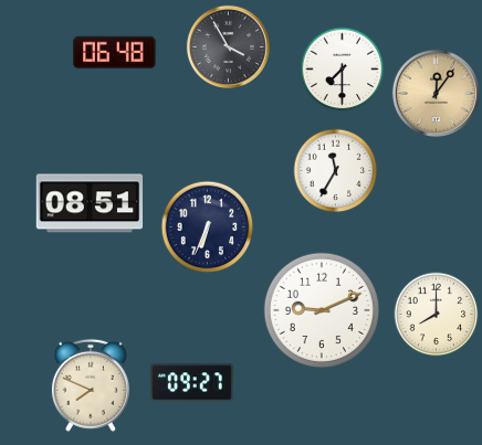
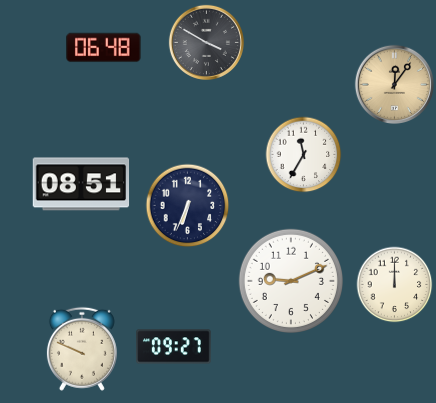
clock at (228, 46): 3:55 -> 3:50
clock at (343, 70): 7:30 -> none
clock at (437, 315): 8:00 -> 12:00
clock at (91, 385): 7:49 -> 9:49
